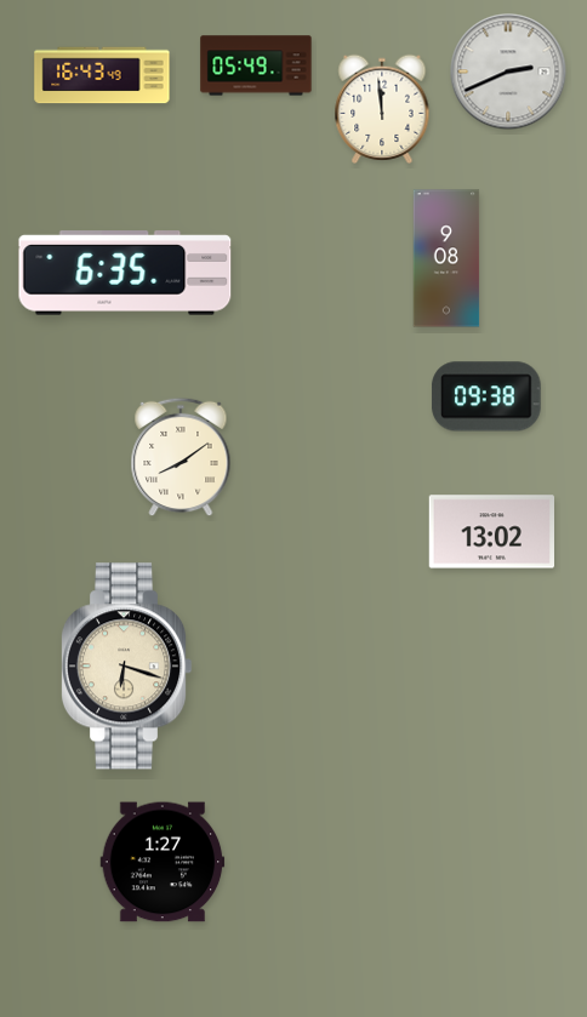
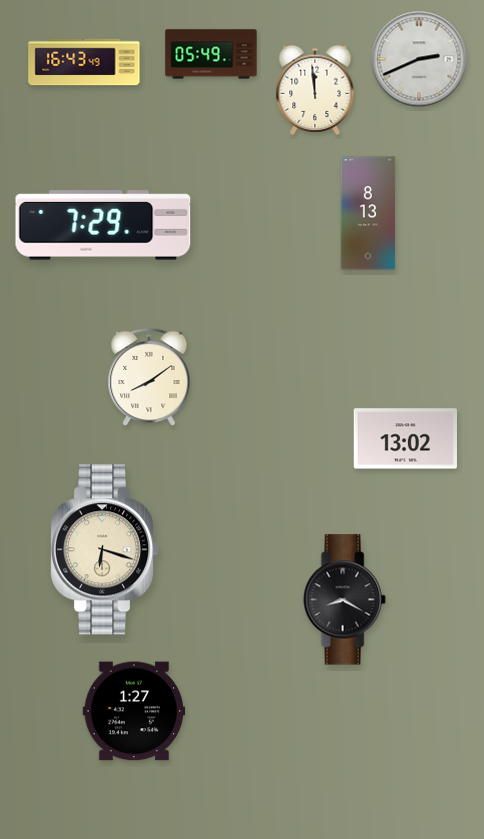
clock at (446, 258): 9:08 -> 8:13
clock at (125, 273): 6:35 -> 7:29
clock at (486, 396): 09:38 -> none
clock at (344, 600): none -> 8:20
